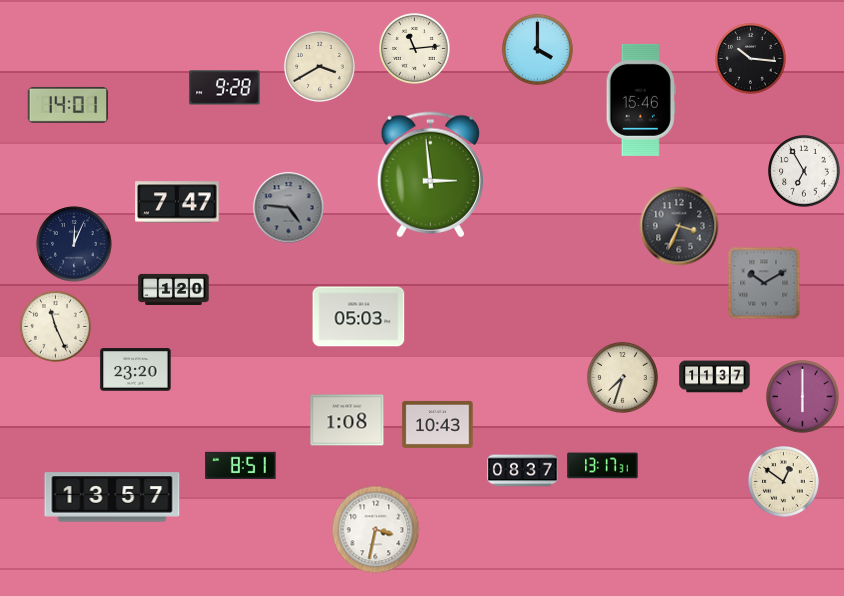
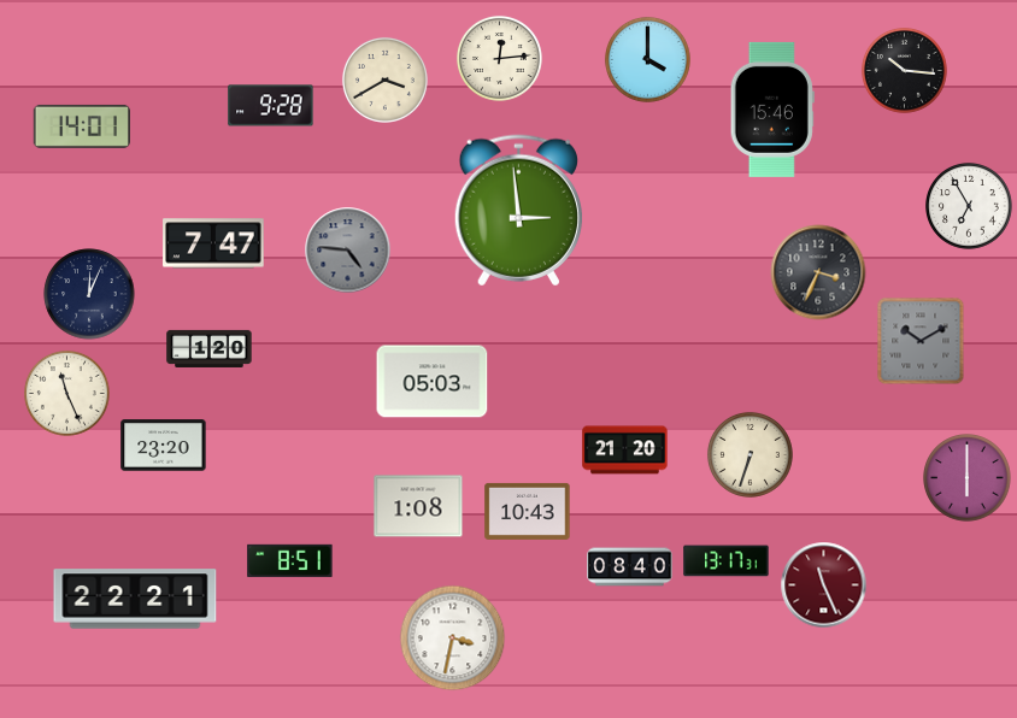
clock at (414, 48): 11:14 -> 12:14
clock at (641, 100) position: (641, 100) -> (772, 110)
clock at (625, 451): none -> 21:20
clock at (622, 377): 7:33 -> 6:33
clock at (715, 377): 11:37 -> none
clock at (523, 471): 08:37 -> 08:40
clock at (783, 481): 12:51 -> none
clock at (824, 585): none -> 11:26
clock at (112, 497): 13:57 -> 22:21
